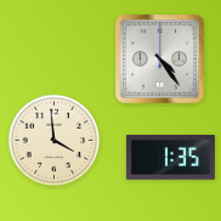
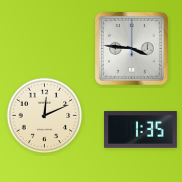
clock at (160, 59): 4:24 -> 3:46
clock at (55, 141): 3:59 -> 12:11
